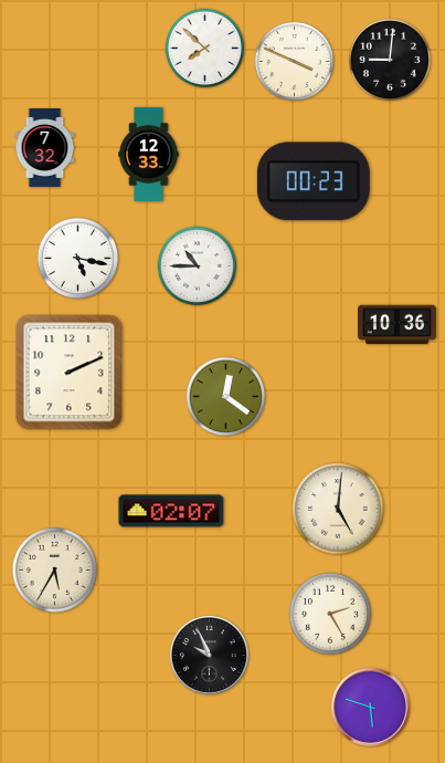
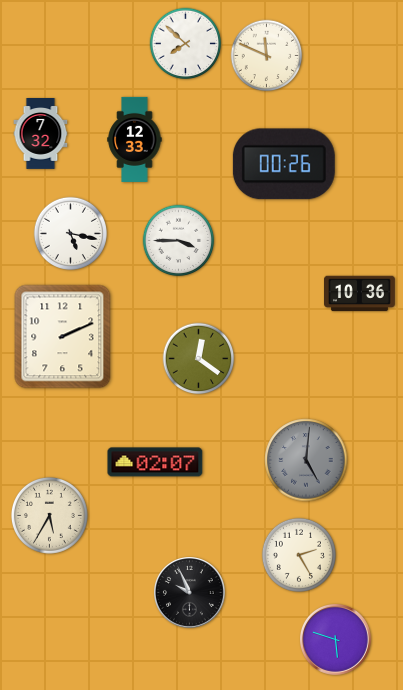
clock at (390, 60): 9:01 -> none
clock at (295, 62): 3:49 -> 11:49
clock at (314, 181): 00:23 -> 00:26
clock at (198, 266): 10:45 -> 3:45
clock at (226, 397) position: (226, 397) -> (199, 359)
clock at (338, 509) dial: cream -> grey
